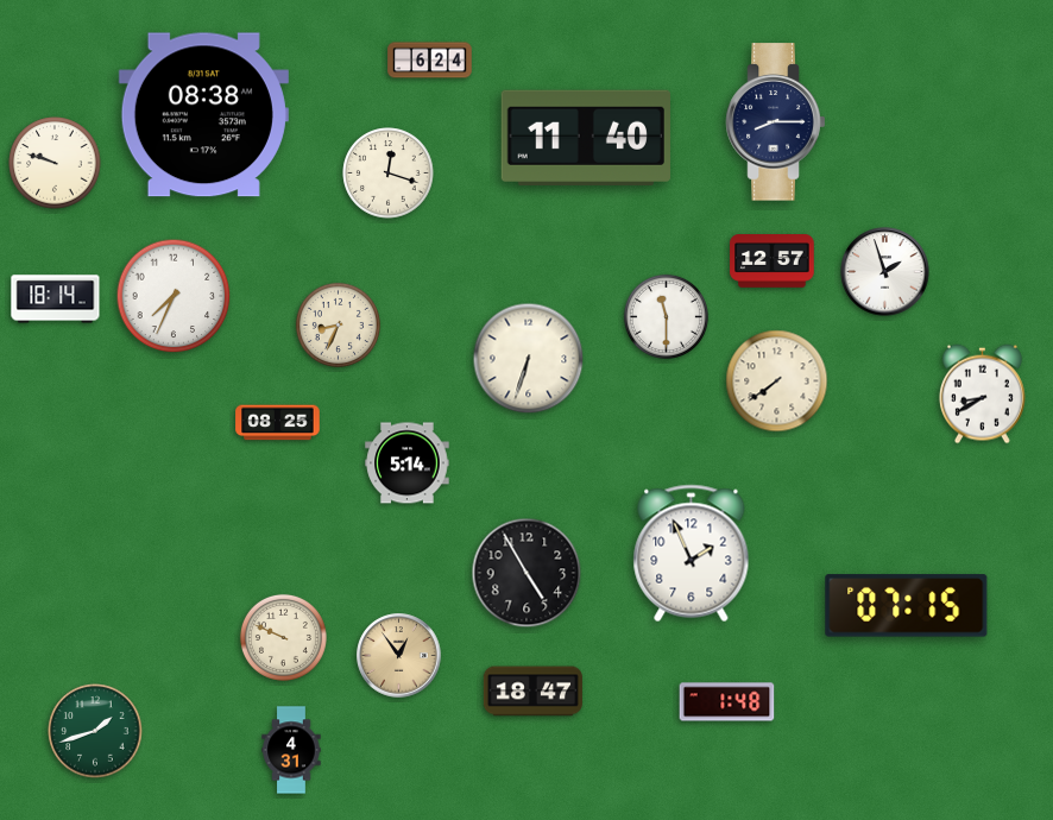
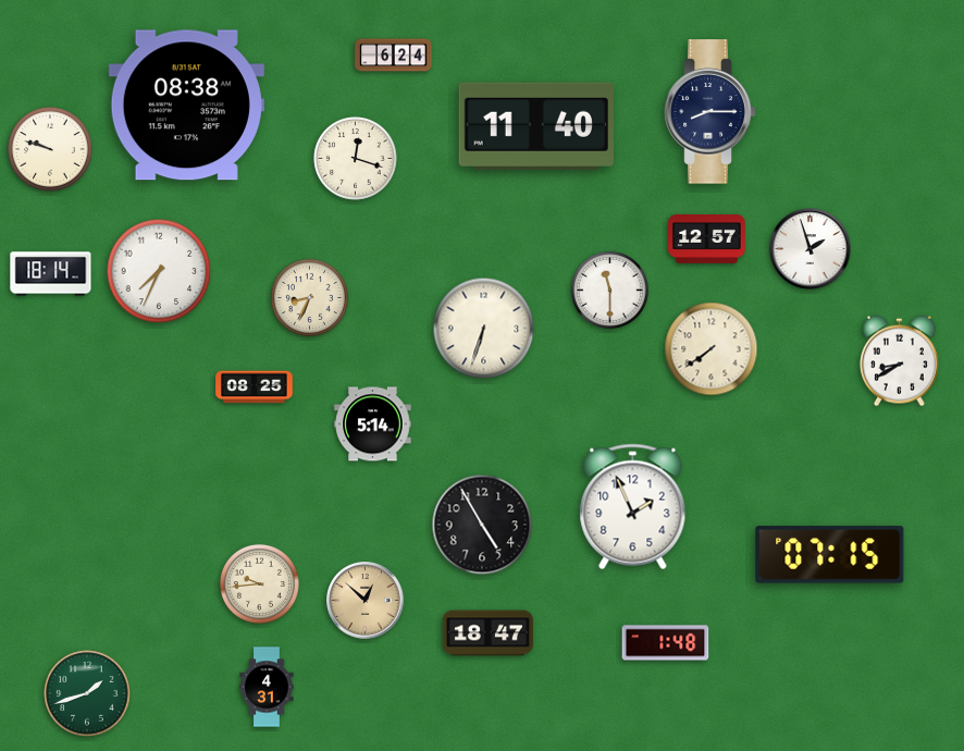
clock at (283, 637): 9:49 -> 9:44
clock at (399, 656): 12:54 -> 12:52
clock at (95, 731) position: (95, 731) -> (87, 693)
